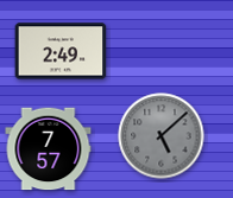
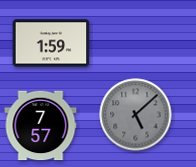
clock at (61, 51): 2:49 -> 1:59
